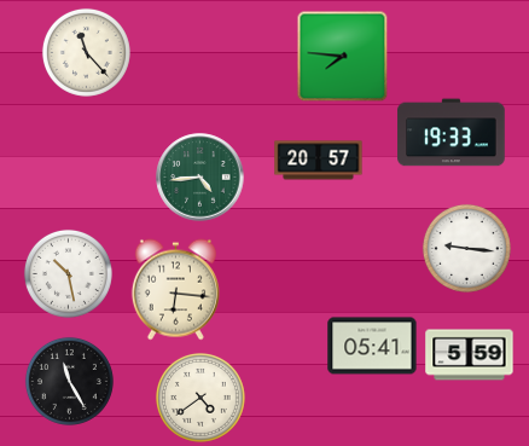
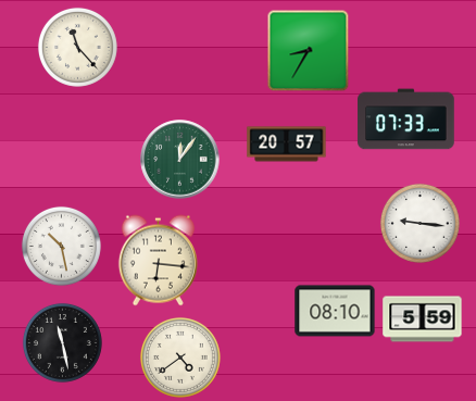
clock at (343, 57): 7:46 -> 8:35
clock at (452, 133): 19:33 -> 07:33
clock at (200, 178): 4:44 -> 12:06
clock at (372, 346): 05:41 -> 08:10
clock at (69, 381): 11:25 -> 11:28
